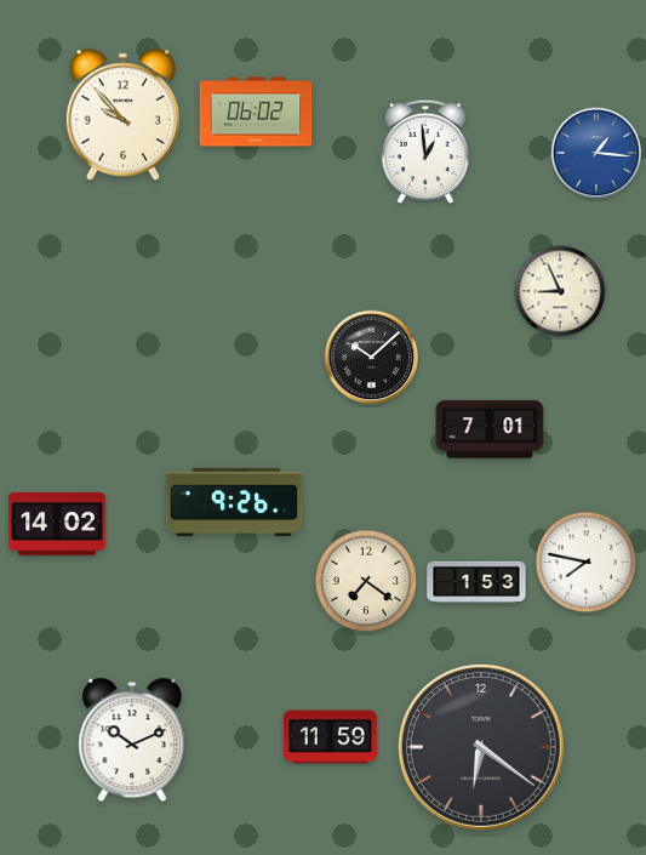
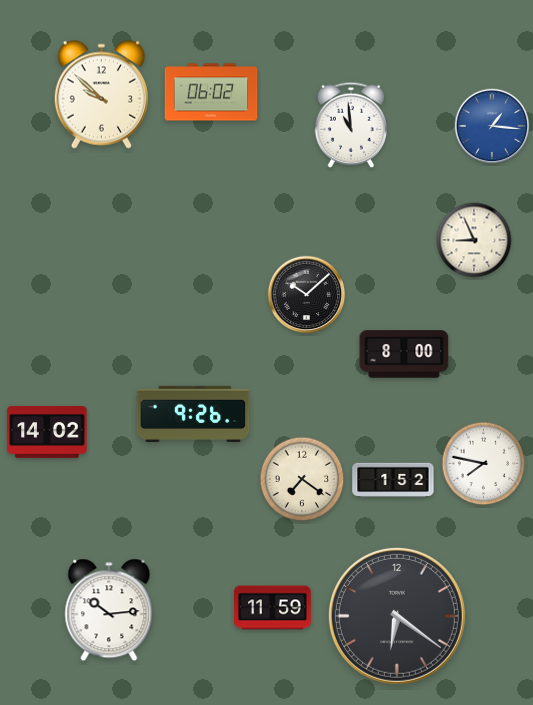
clock at (122, 114): 9:53 -> 9:52
clock at (424, 152): 12:59 -> 10:59
clock at (560, 291) position: (560, 291) -> (474, 240)
clock at (490, 429): 7:01 -> 8:00
clock at (476, 582): 1:53 -> 1:52
clock at (132, 740): 10:11 -> 10:14
